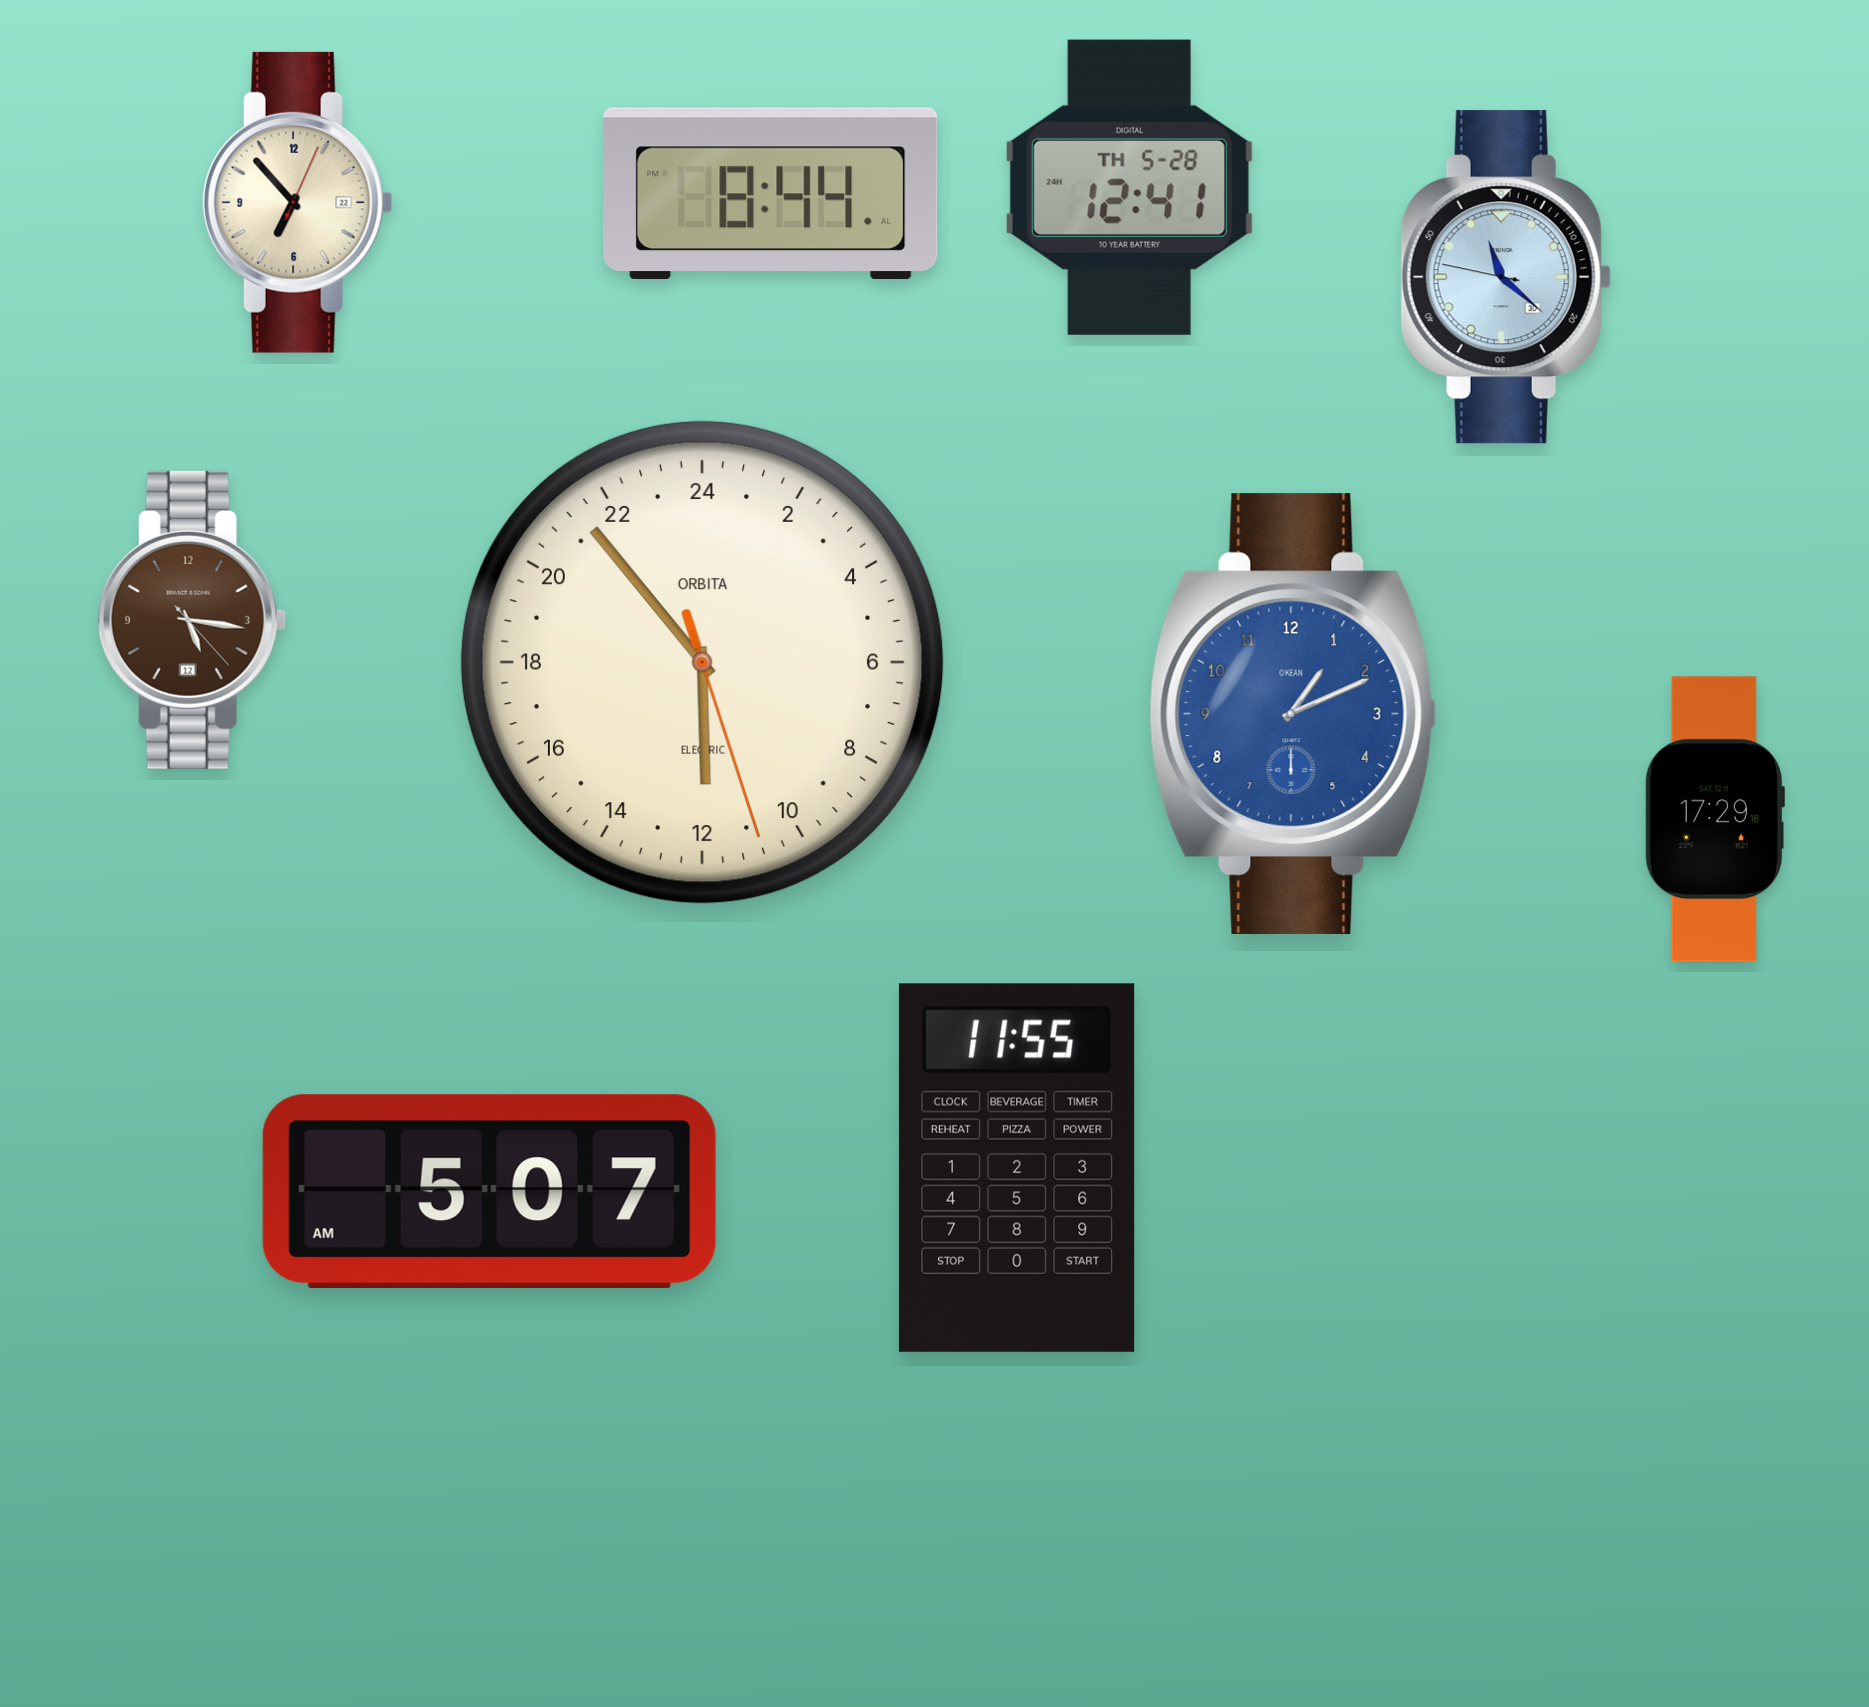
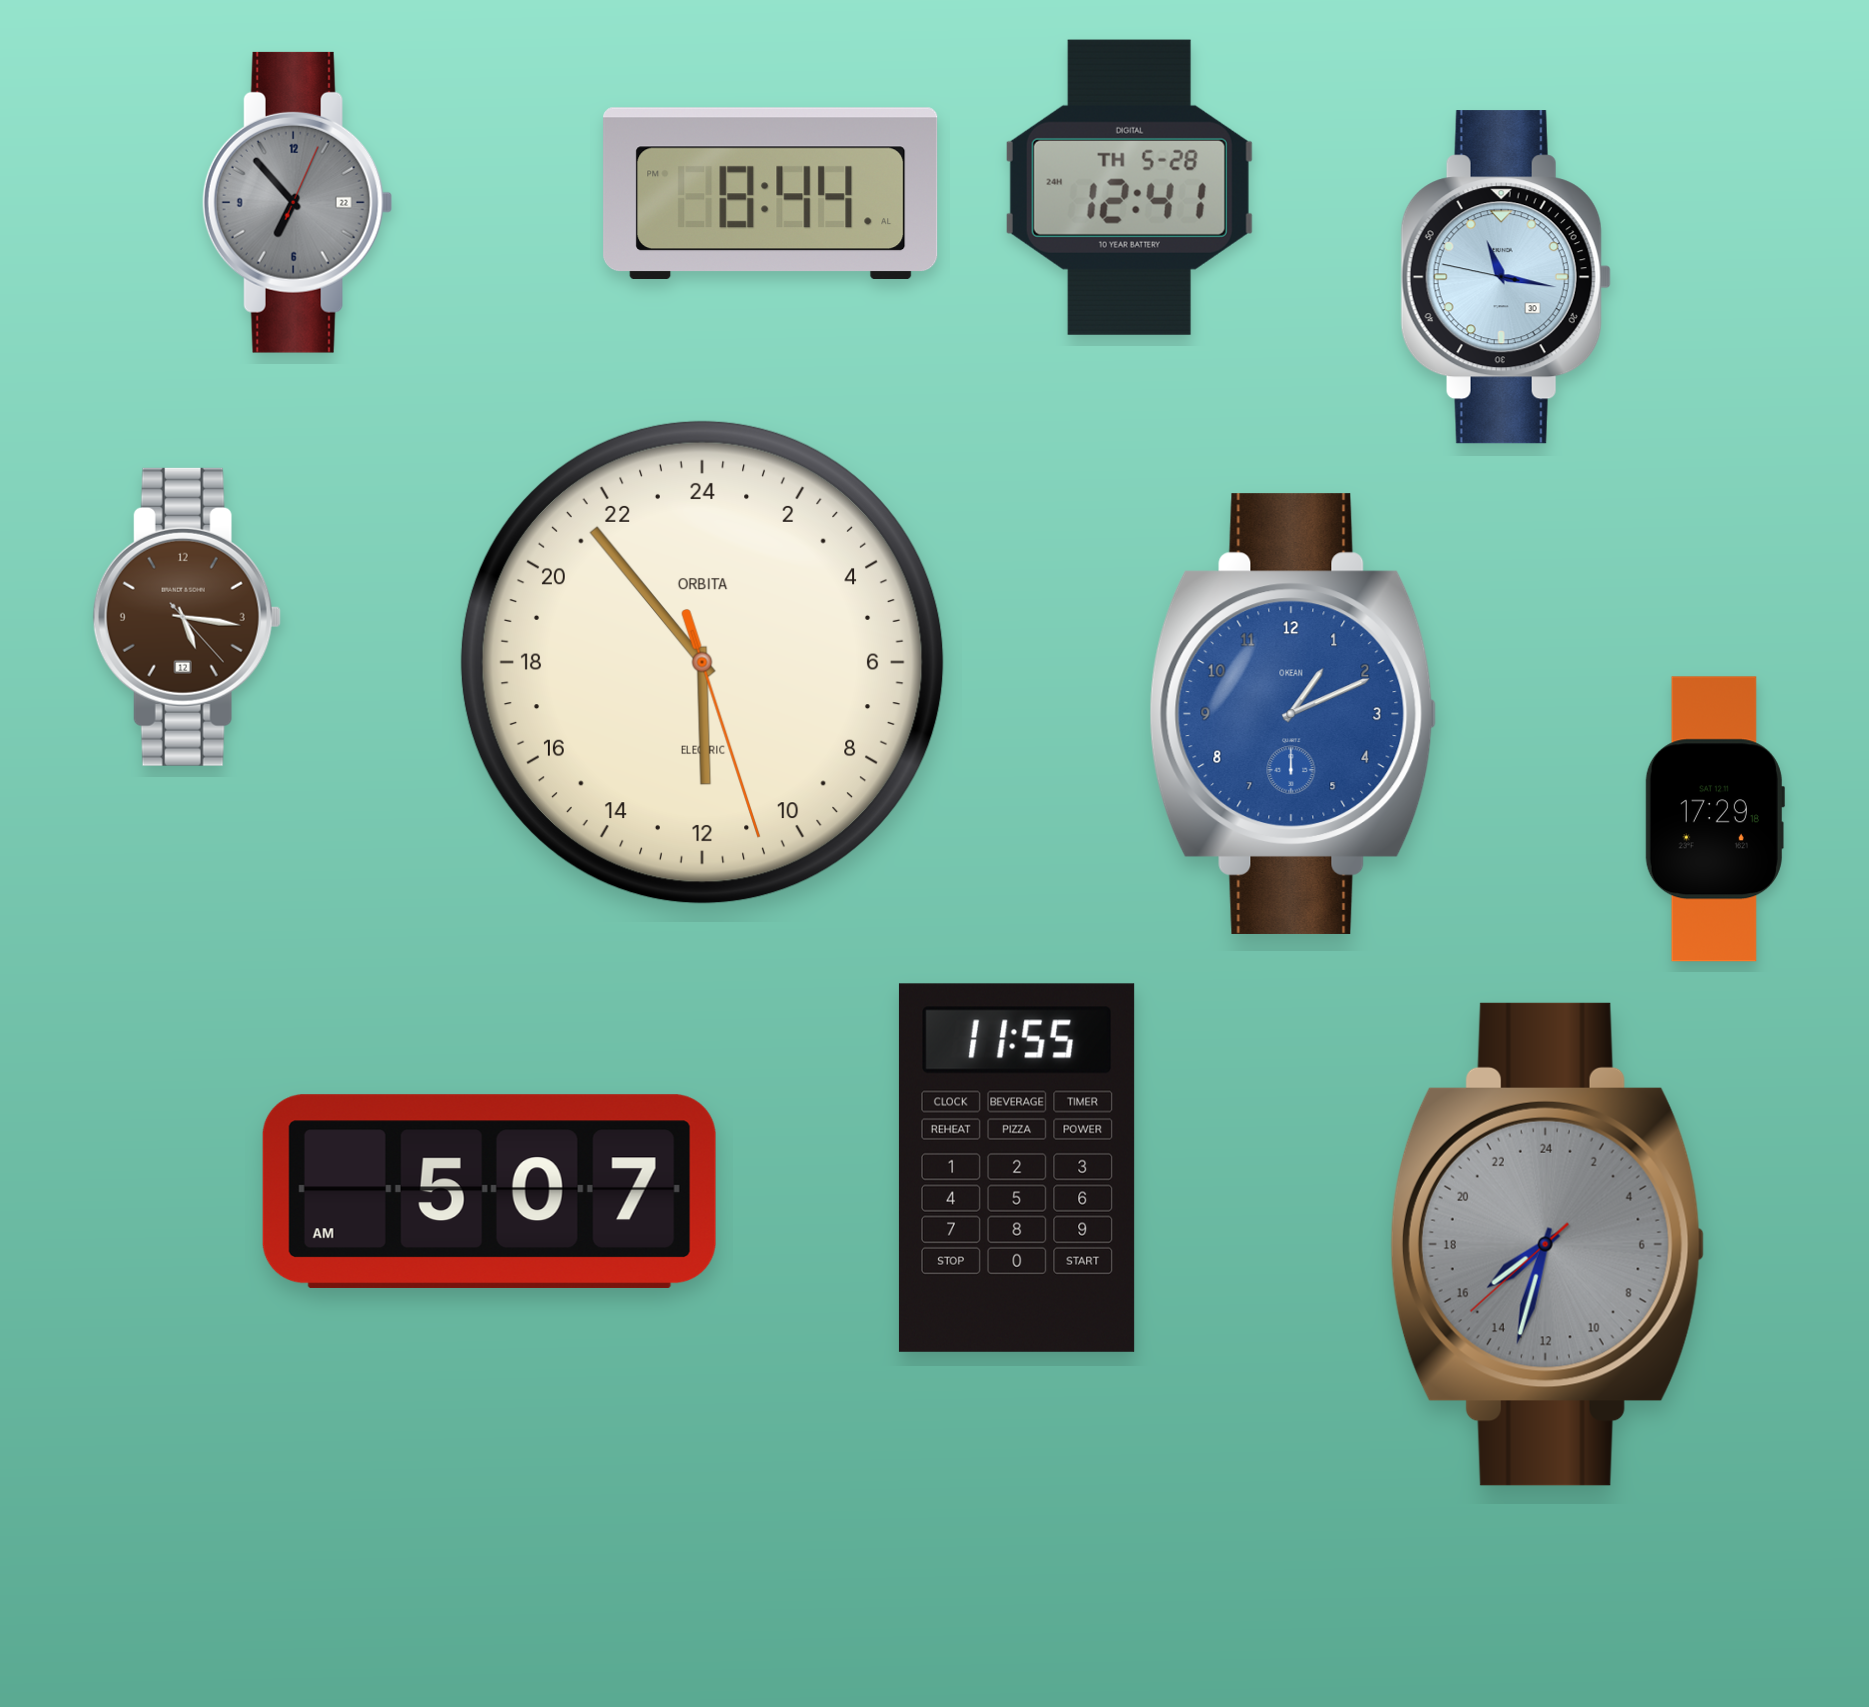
clock at (297, 202) dial: cream -> grey
clock at (1506, 277): 11:21 -> 11:16
clock at (192, 620) position: (192, 620) -> (187, 617)
clock at (1547, 1244): none -> 15:32
